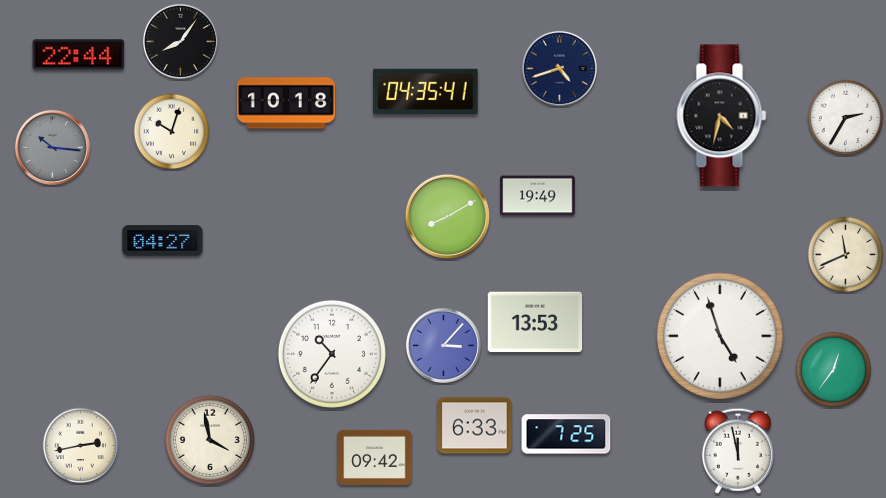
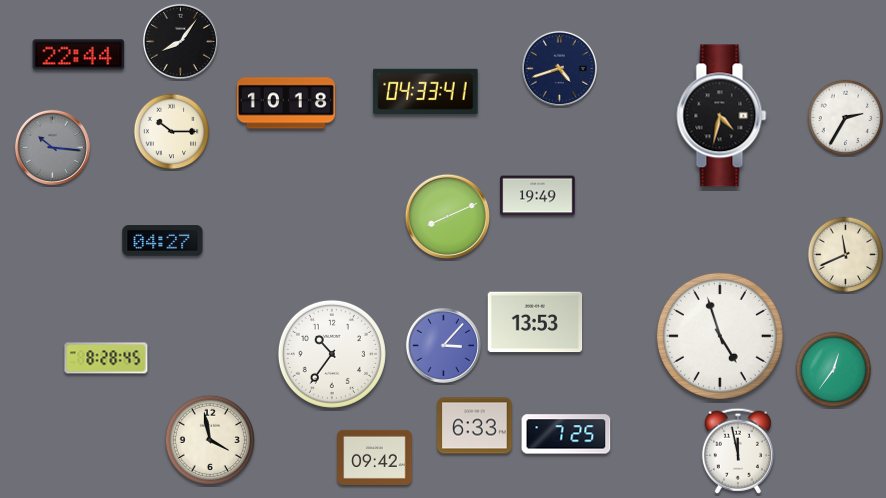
clock at (426, 91): 04:35 -> 04:33
clock at (172, 132): 10:03 -> 10:15
clock at (447, 216): 8:10 -> 8:11
clock at (106, 358): none -> 8:28
clock at (81, 446): 2:43 -> none
